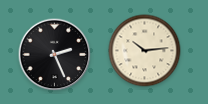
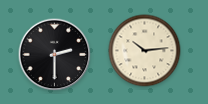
clock at (55, 55): 2:26 -> 2:30
